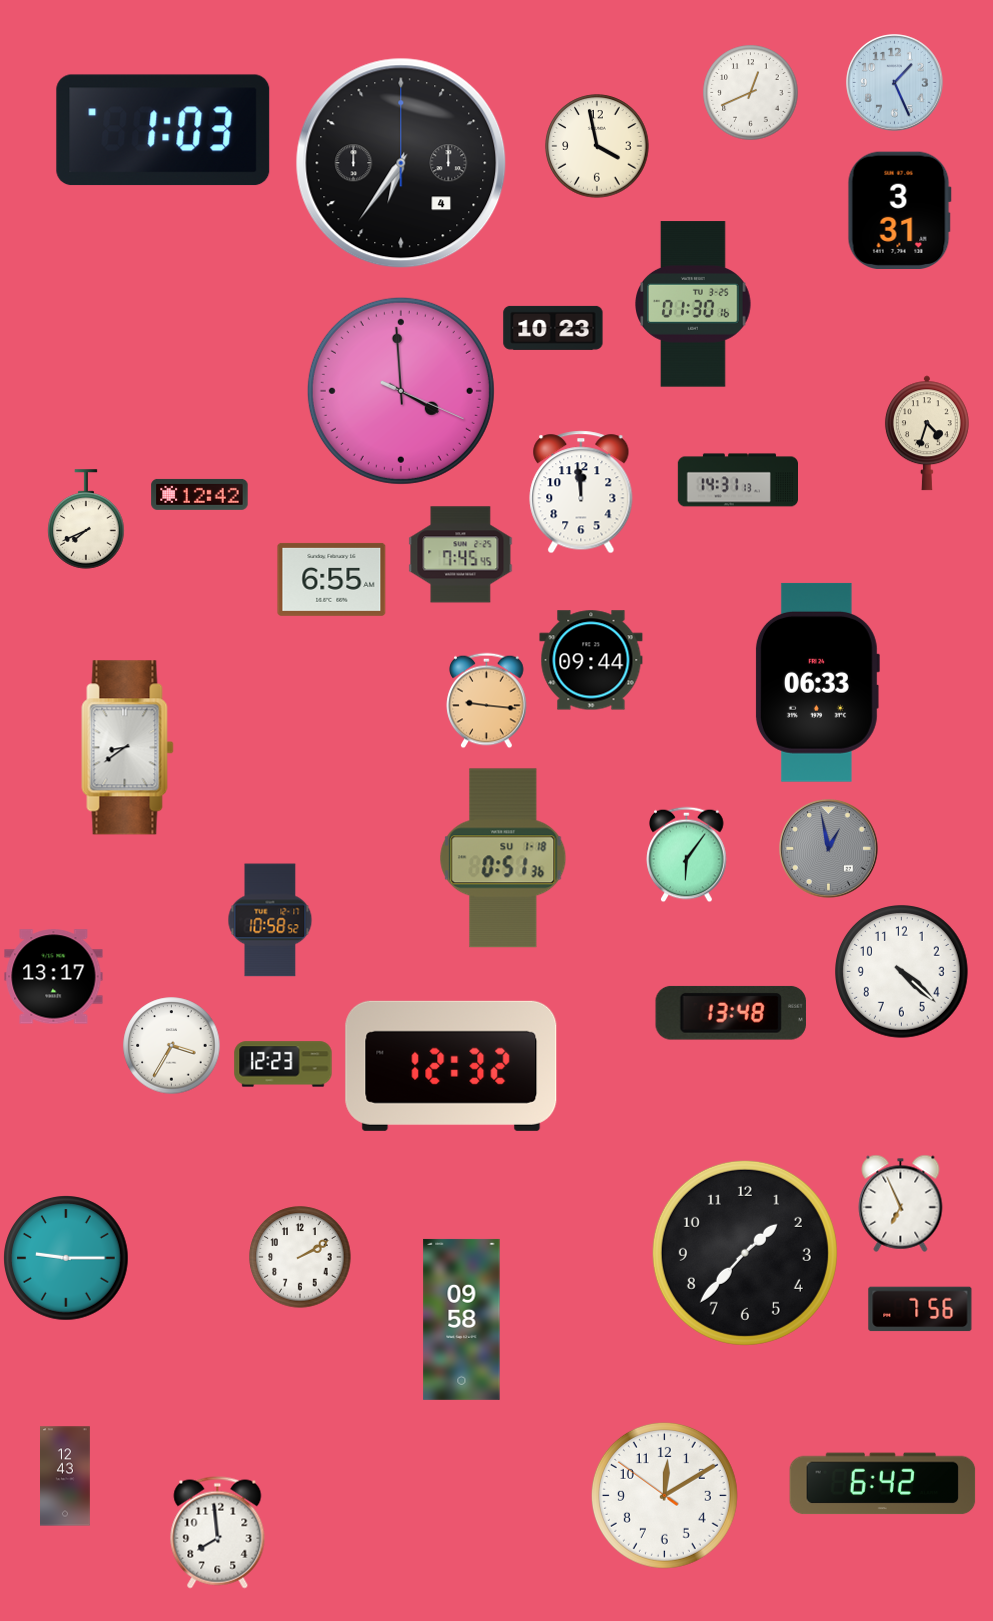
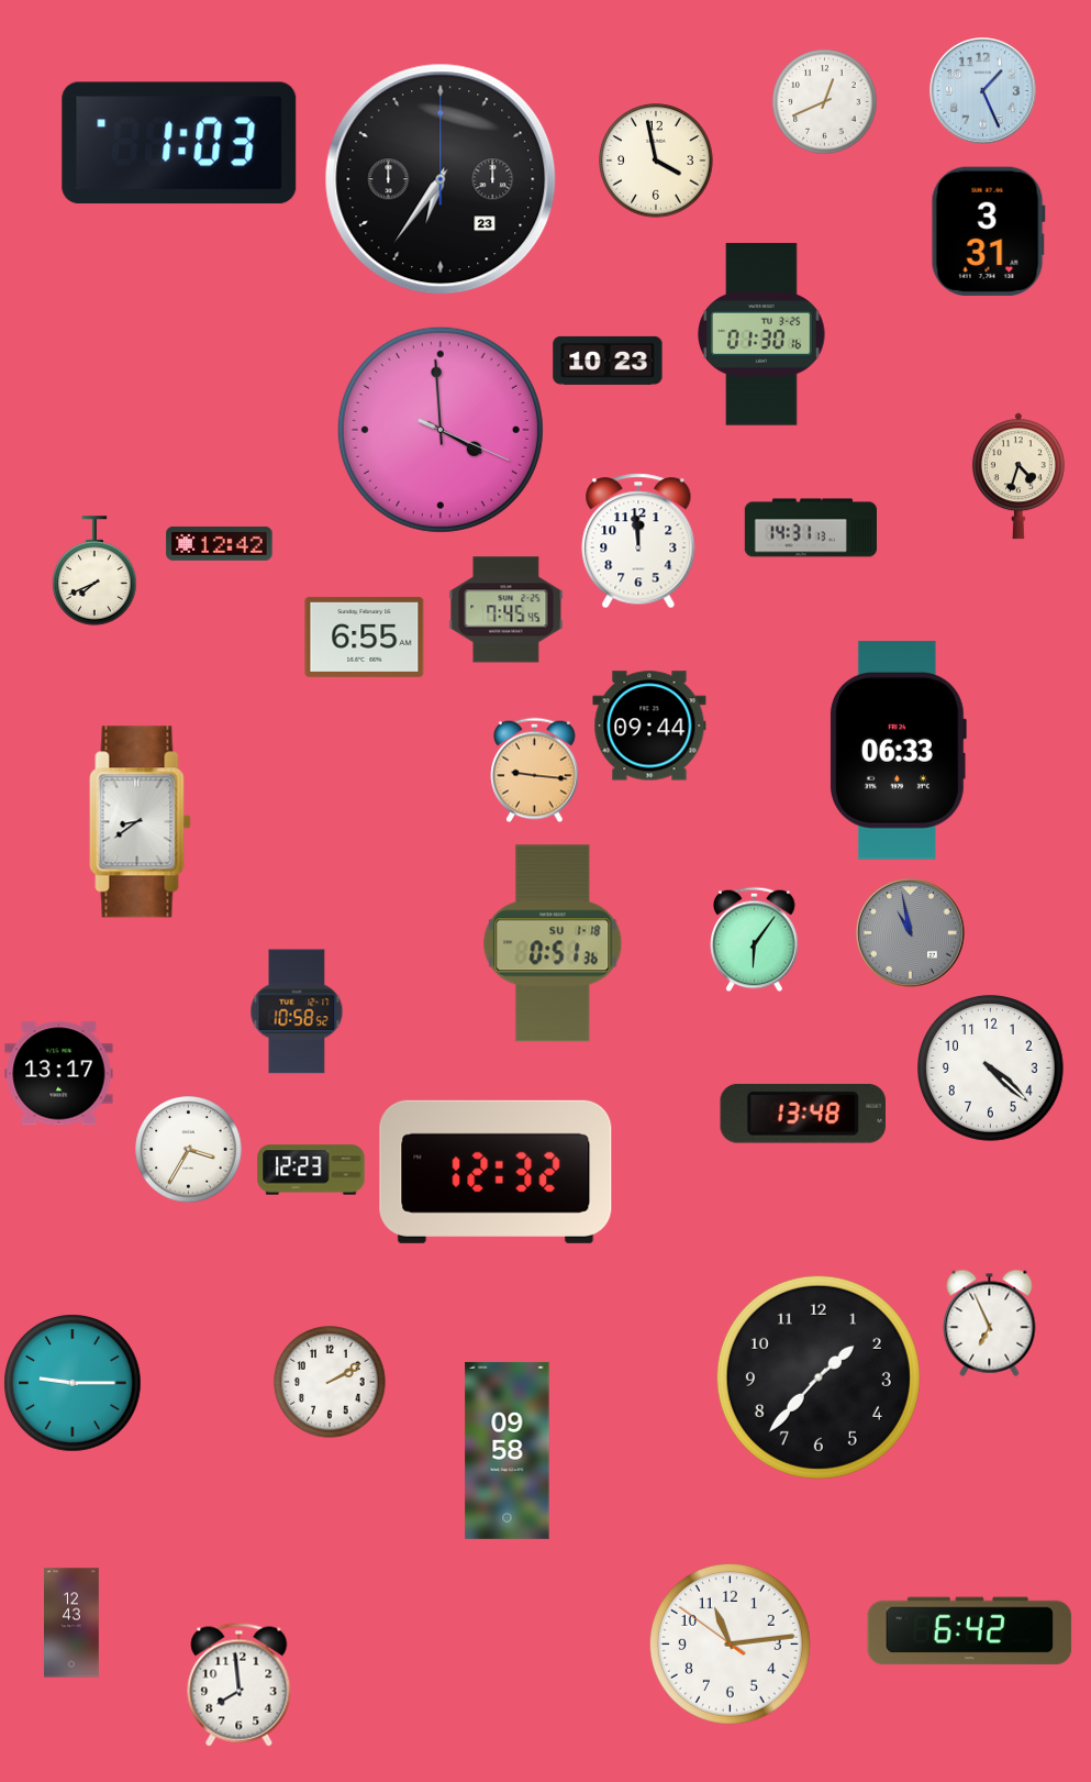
clock at (401, 163) date: 4 -> 23
clock at (829, 849): 12:58 -> 10:58
clock at (920, 1309): 7:56 -> none
clock at (664, 1495): 12:09 -> 11:13
